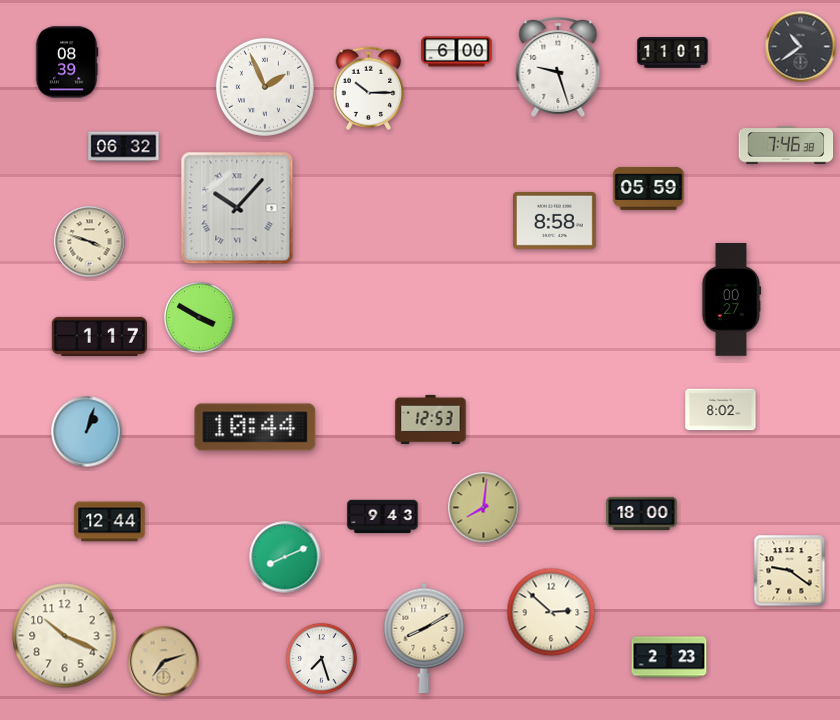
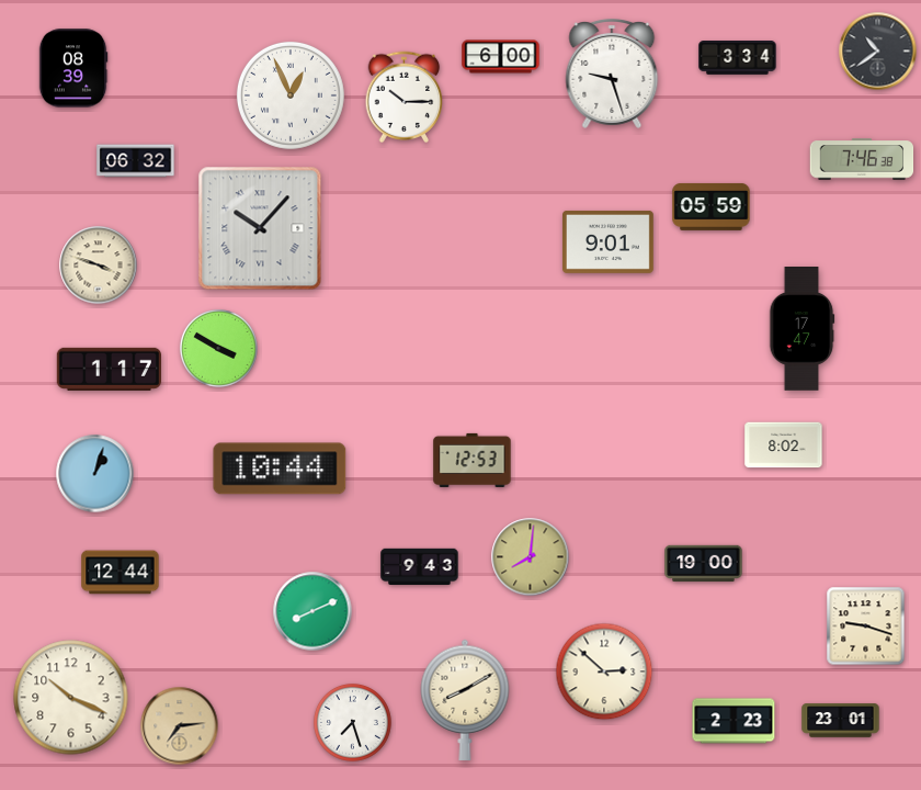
clock at (673, 53): 11:01 -> 3:34
clock at (265, 87): 1:56 -> 12:56
clock at (555, 220): 8:58 -> 9:01
clock at (731, 300): 00:27 -> 17:47
clock at (721, 410) position: (721, 410) -> (784, 445)
clock at (642, 514): 18:00 -> 19:00
clock at (790, 571): 9:21 -> 9:18
clock at (841, 721): none -> 23:01
clock at (164, 662): 7:12 -> 7:14
